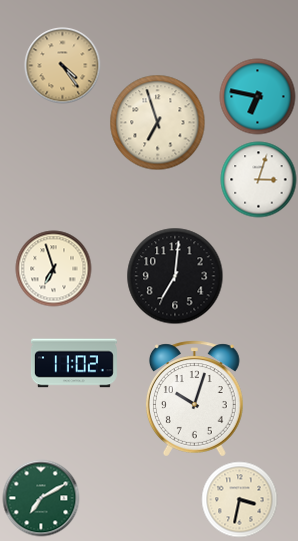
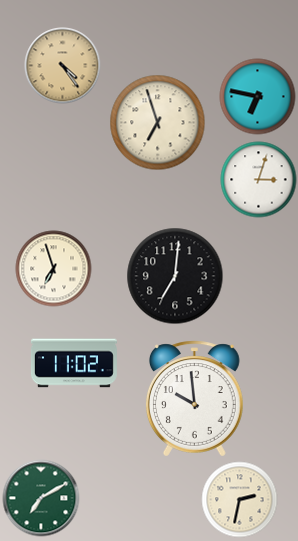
clock at (194, 399): 10:03 -> 9:59
clock at (240, 500): 3:32 -> 2:32
